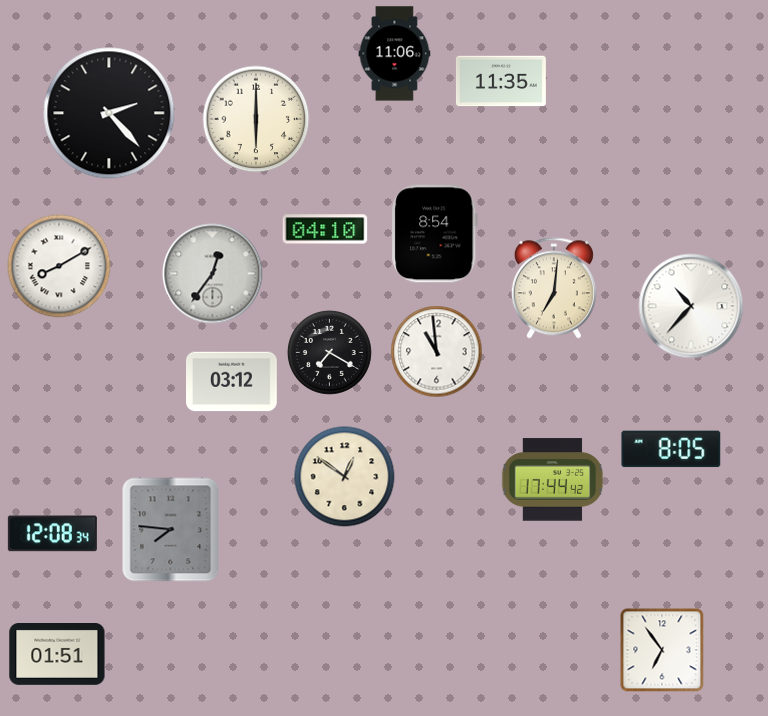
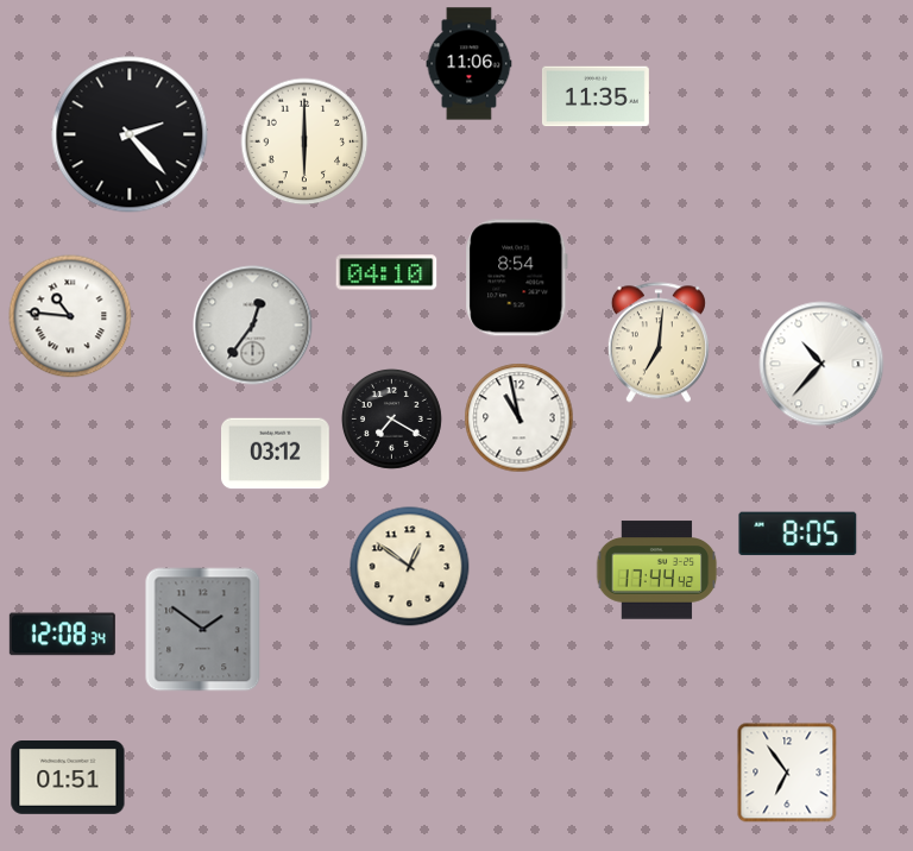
clock at (59, 266): 8:10 -> 10:46
clock at (437, 352): 10:59 -> 10:58
clock at (171, 530): 7:46 -> 1:51
